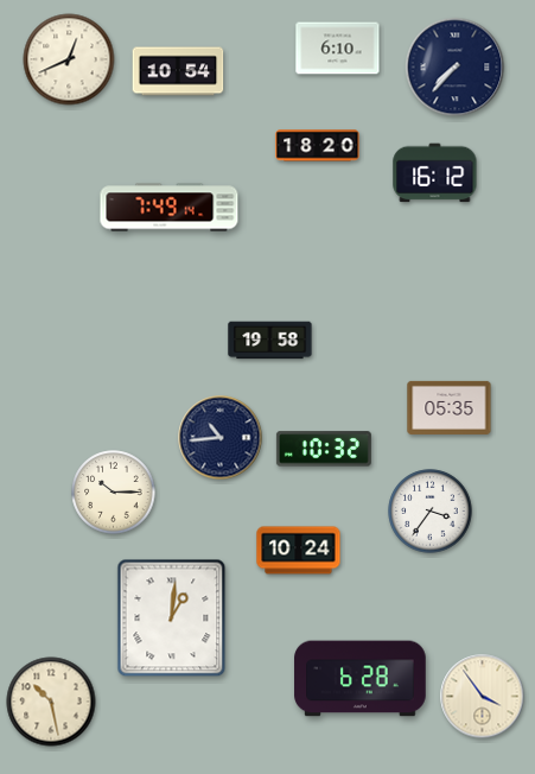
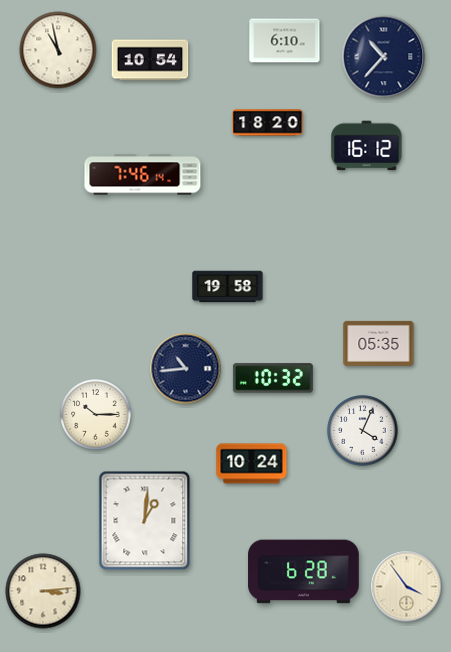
clock at (69, 59): 12:41 -> 10:58
clock at (456, 68): 7:37 -> 10:37
clock at (170, 208): 7:49 -> 7:46
clock at (431, 512): 3:36 -> 4:04
clock at (51, 702): 10:28 -> 3:14
